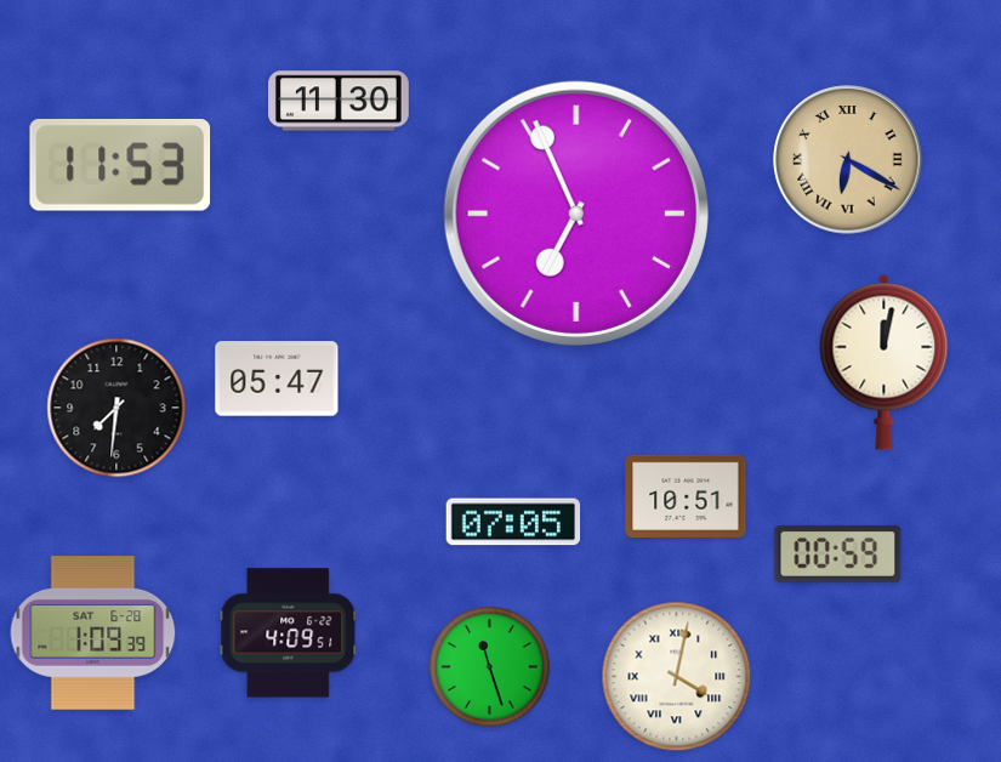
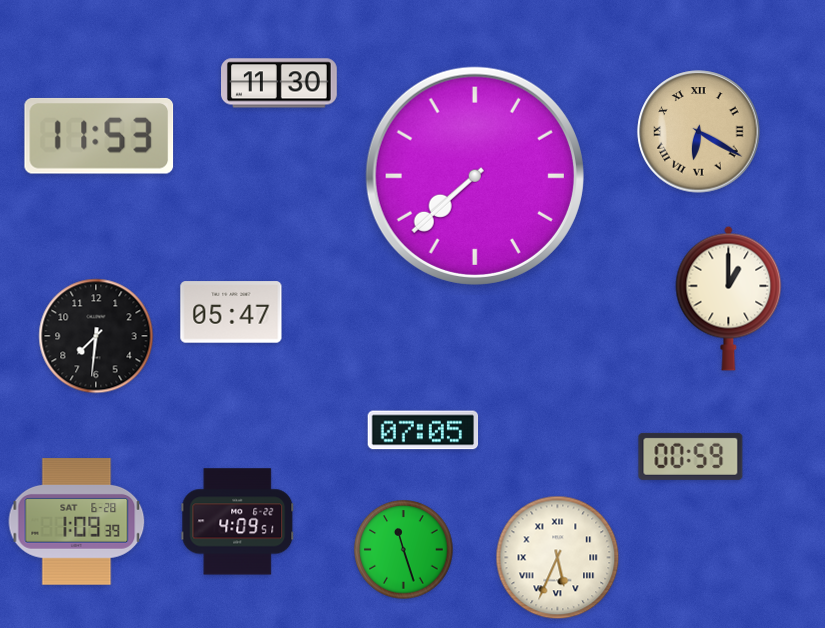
clock at (576, 214): 6:56 -> 7:38
clock at (885, 362): 12:02 -> 1:00
clock at (277, 379) position: (277, 379) -> (231, 312)
clock at (686, 496): 10:51 -> none
clock at (677, 677): 4:02 -> 5:34
